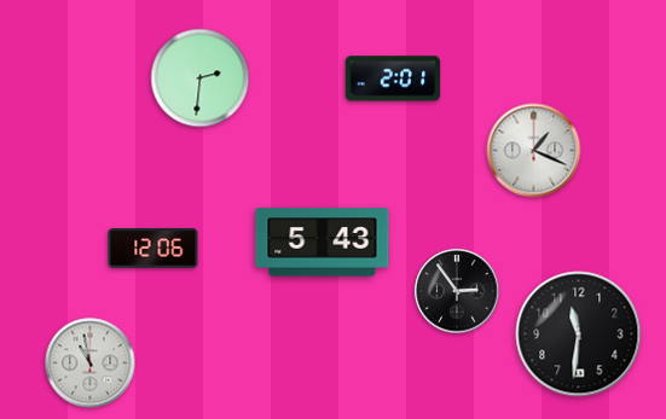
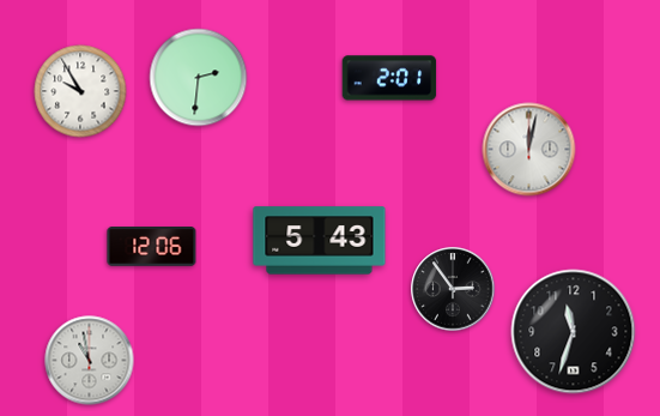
clock at (80, 91): none -> 9:55
clock at (534, 151): 1:19 -> 12:02
clock at (579, 334): 11:31 -> 11:33
